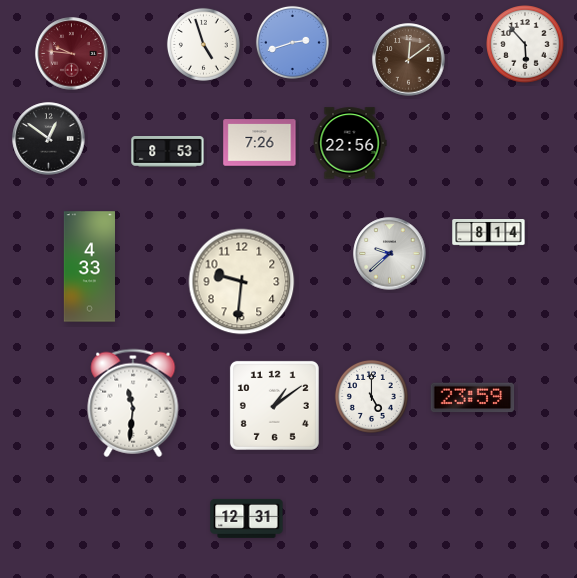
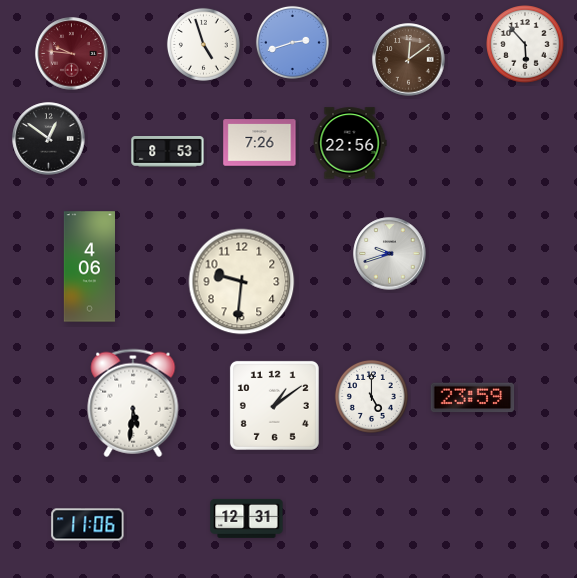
clock at (489, 233): 8:14 -> none
clock at (390, 254): 9:38 -> 9:42
clock at (89, 267): 4:33 -> 4:06
clock at (133, 403): 11:31 -> 5:31
clock at (88, 525): none -> 11:06
